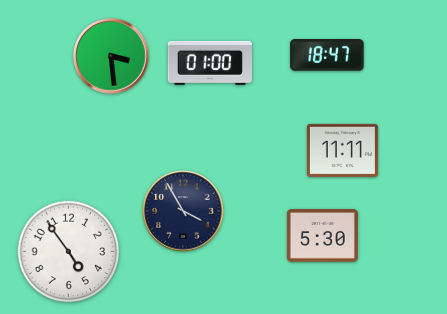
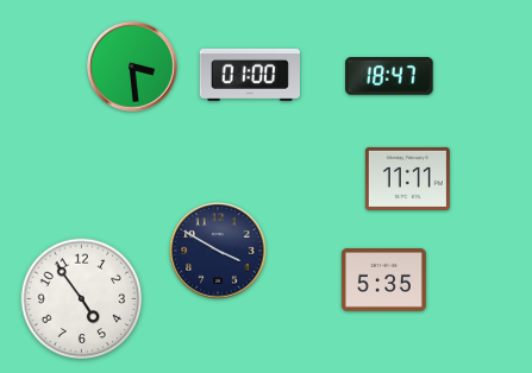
clock at (327, 55) position: (327, 55) -> (389, 76)
clock at (183, 211): 3:55 -> 3:50
clock at (322, 236): 5:30 -> 5:35
